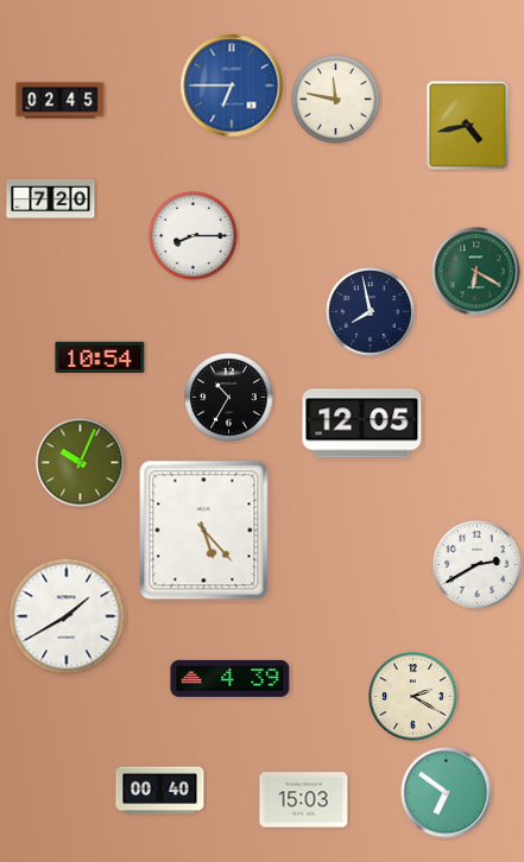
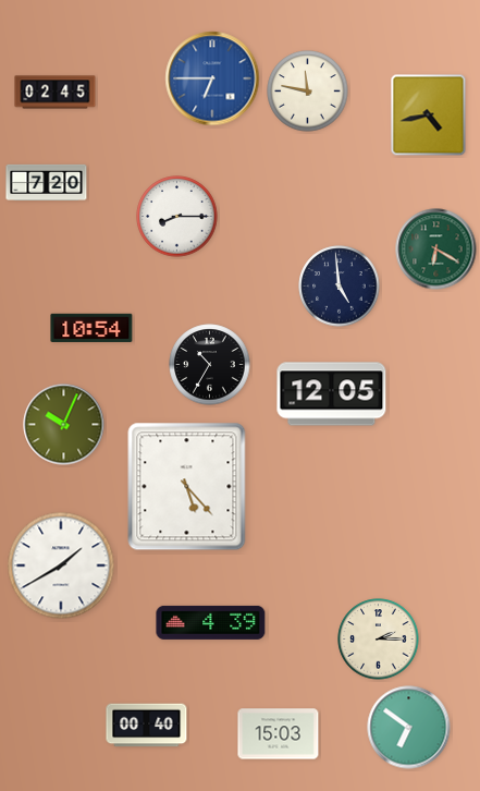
clock at (371, 312): 7:58 -> 4:59
clock at (362, 424) position: (362, 424) -> (332, 394)
clock at (81, 463) position: (81, 463) -> (64, 425)
clock at (478, 565): 2:40 -> none
clock at (413, 697): 2:20 -> 2:15
